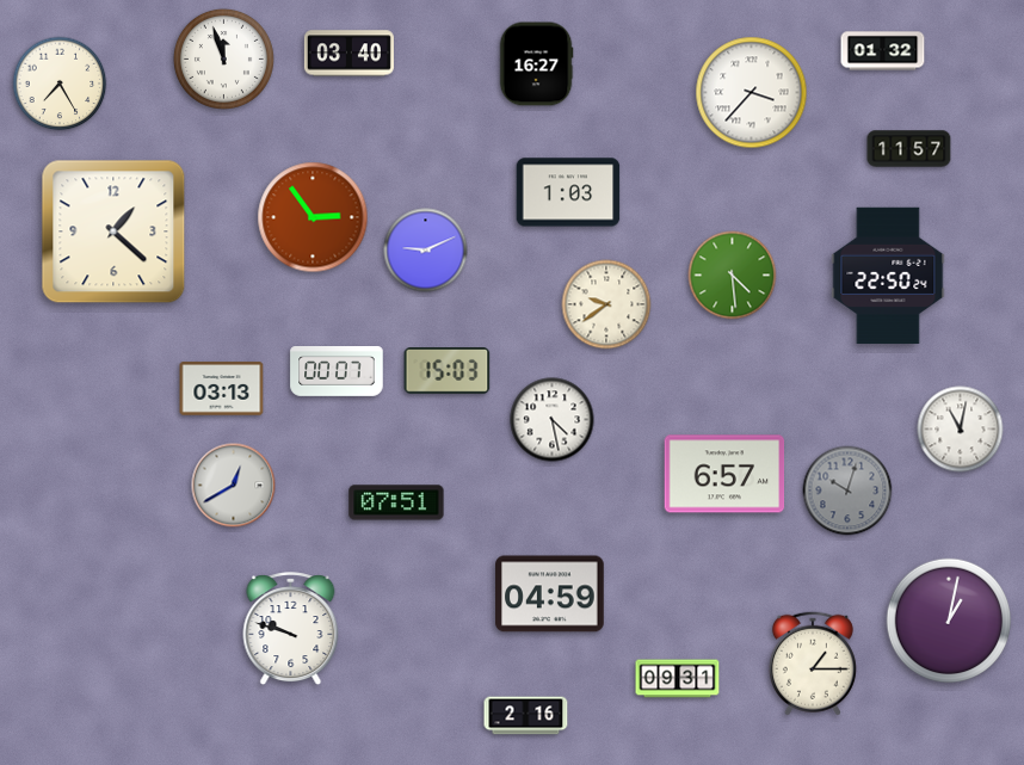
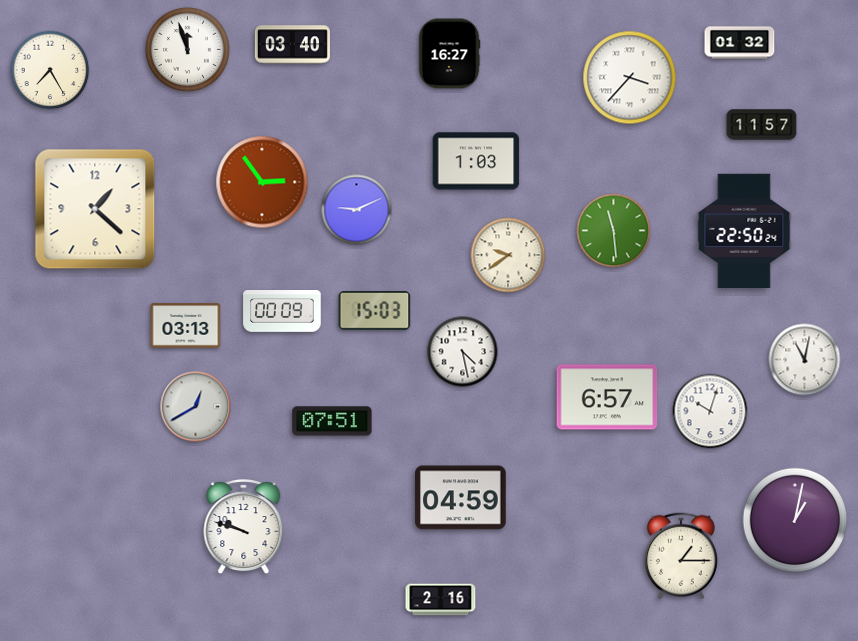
clock at (113, 232) position: (113, 232) -> (95, 209)
clock at (733, 276): 4:29 -> 11:29
clock at (337, 372): 00:07 -> 00:09
clock at (847, 491) dial: grey -> white
clock at (678, 679): 09:31 -> none
